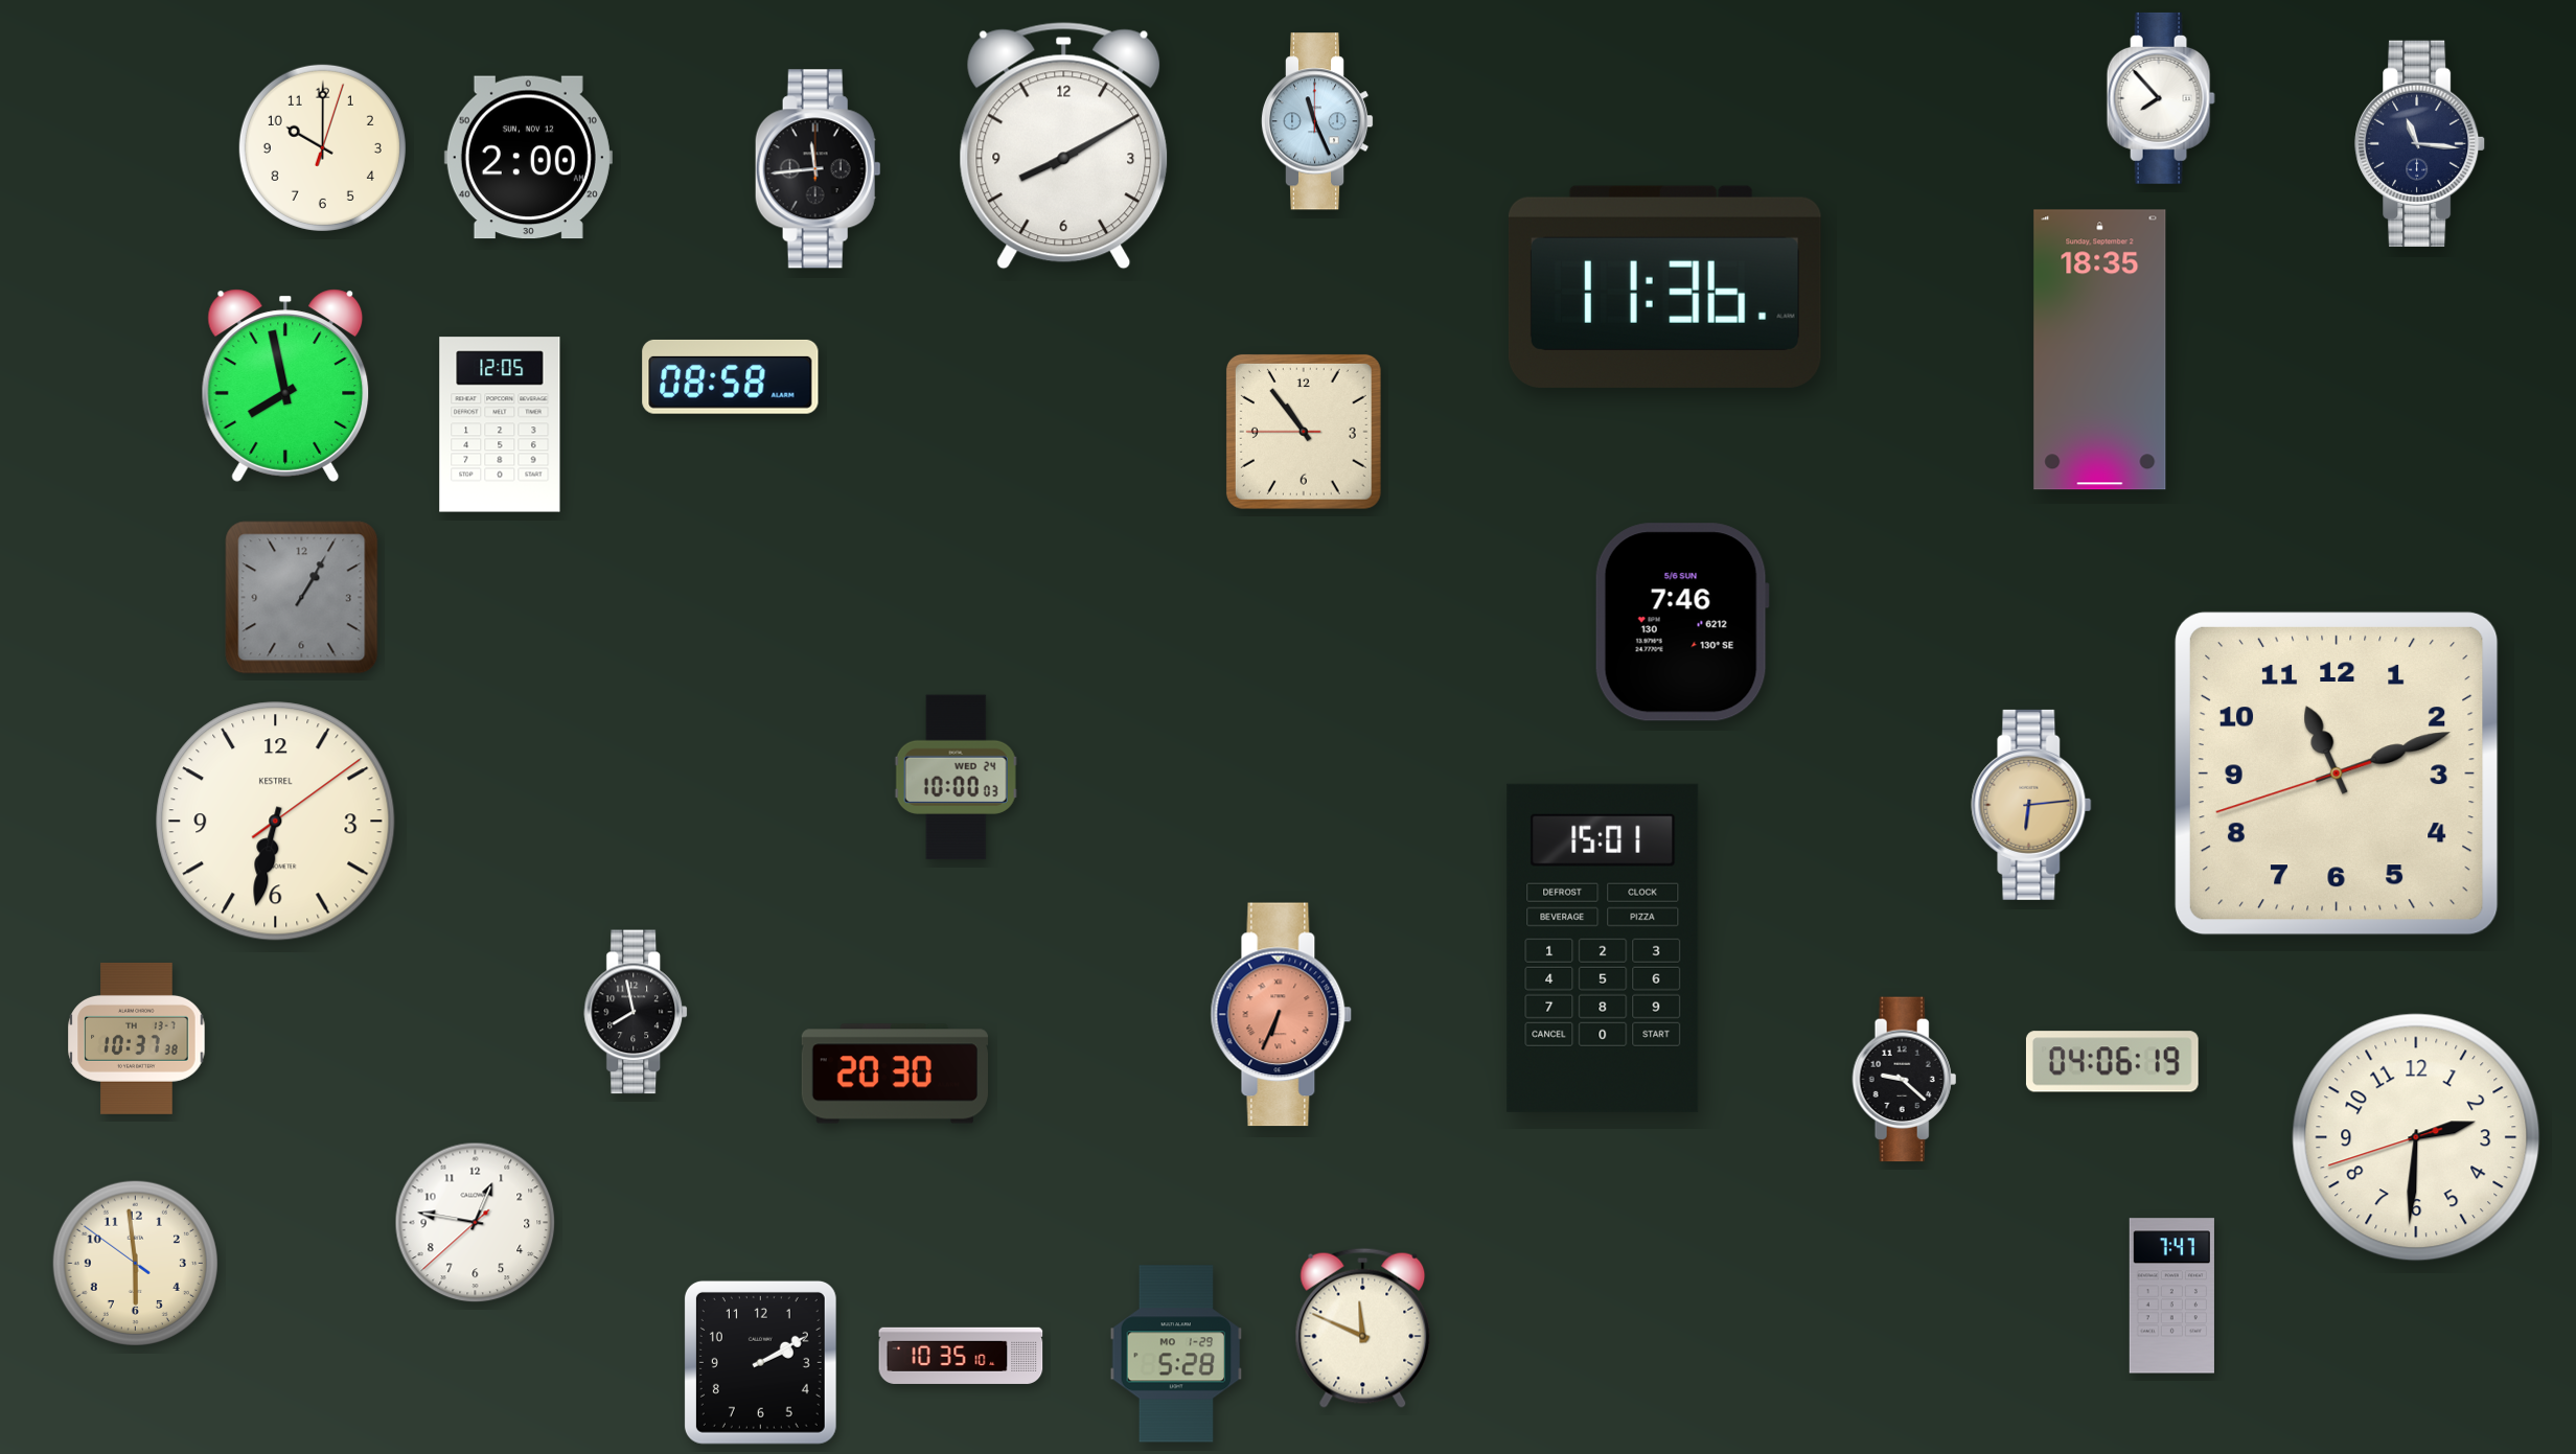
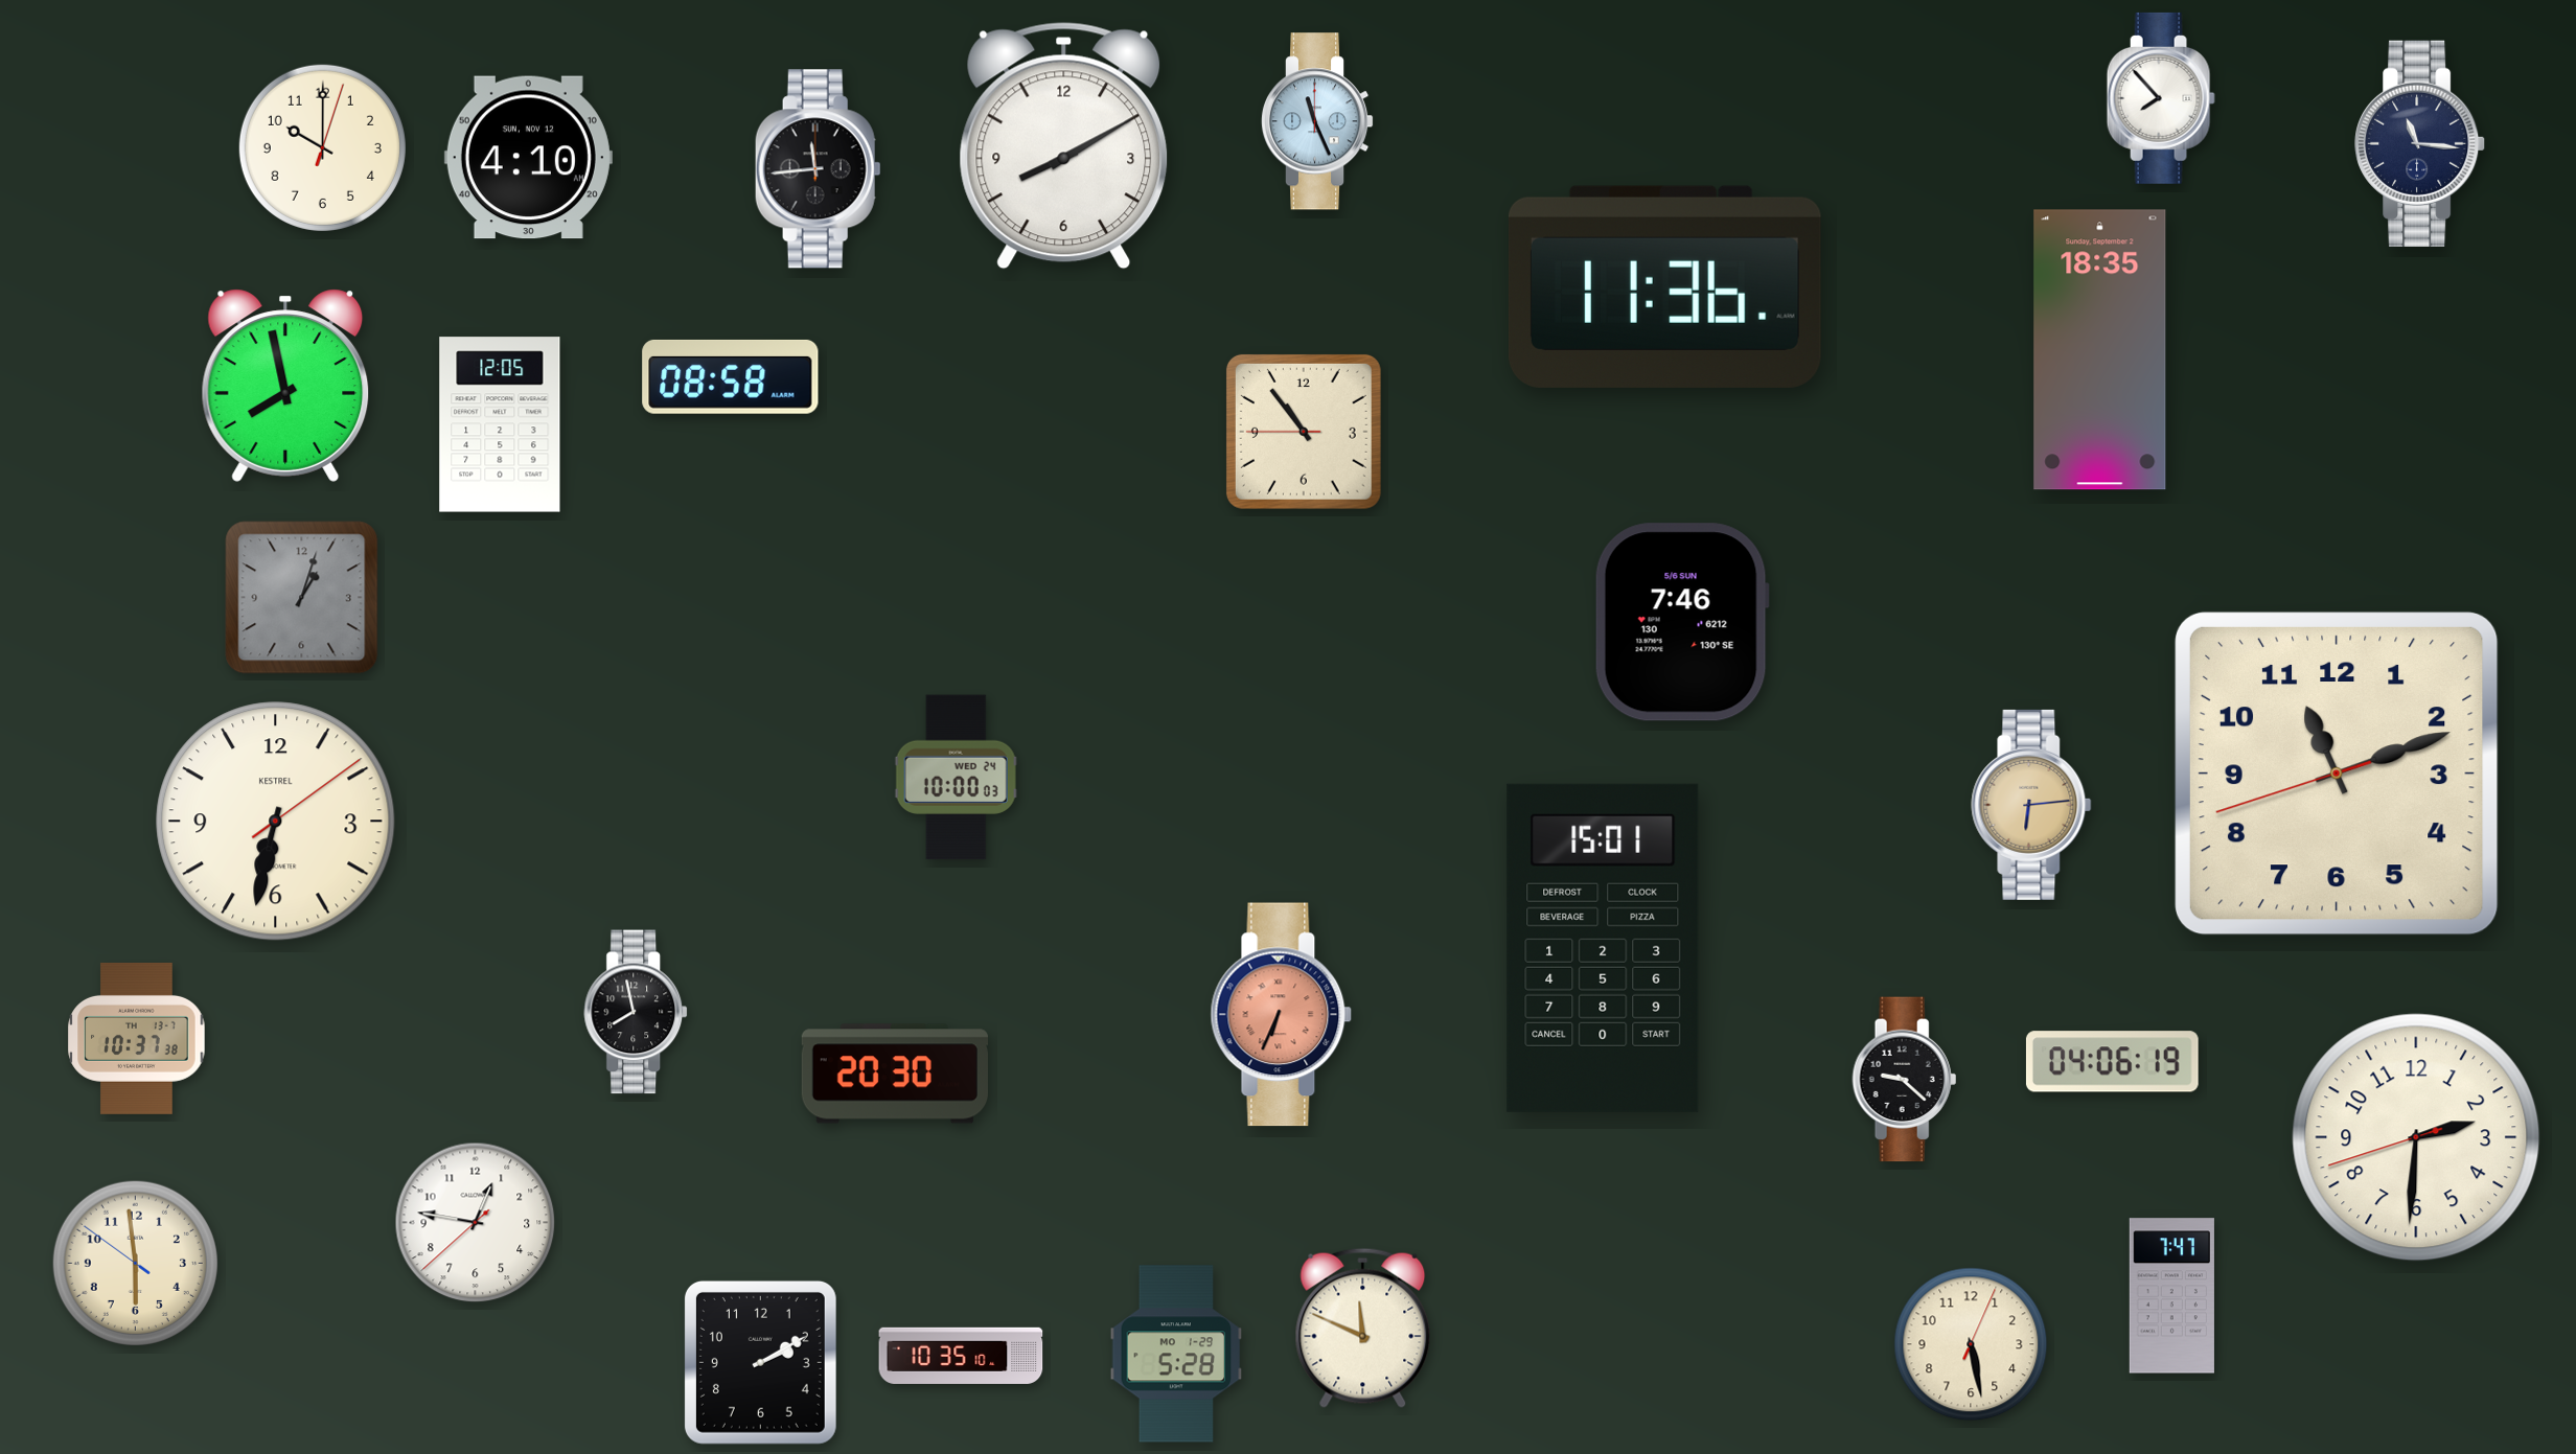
clock at (528, 158): 2:00 -> 4:10
clock at (302, 598): 1:05 -> 1:03
clock at (1971, 1344): none -> 5:28
